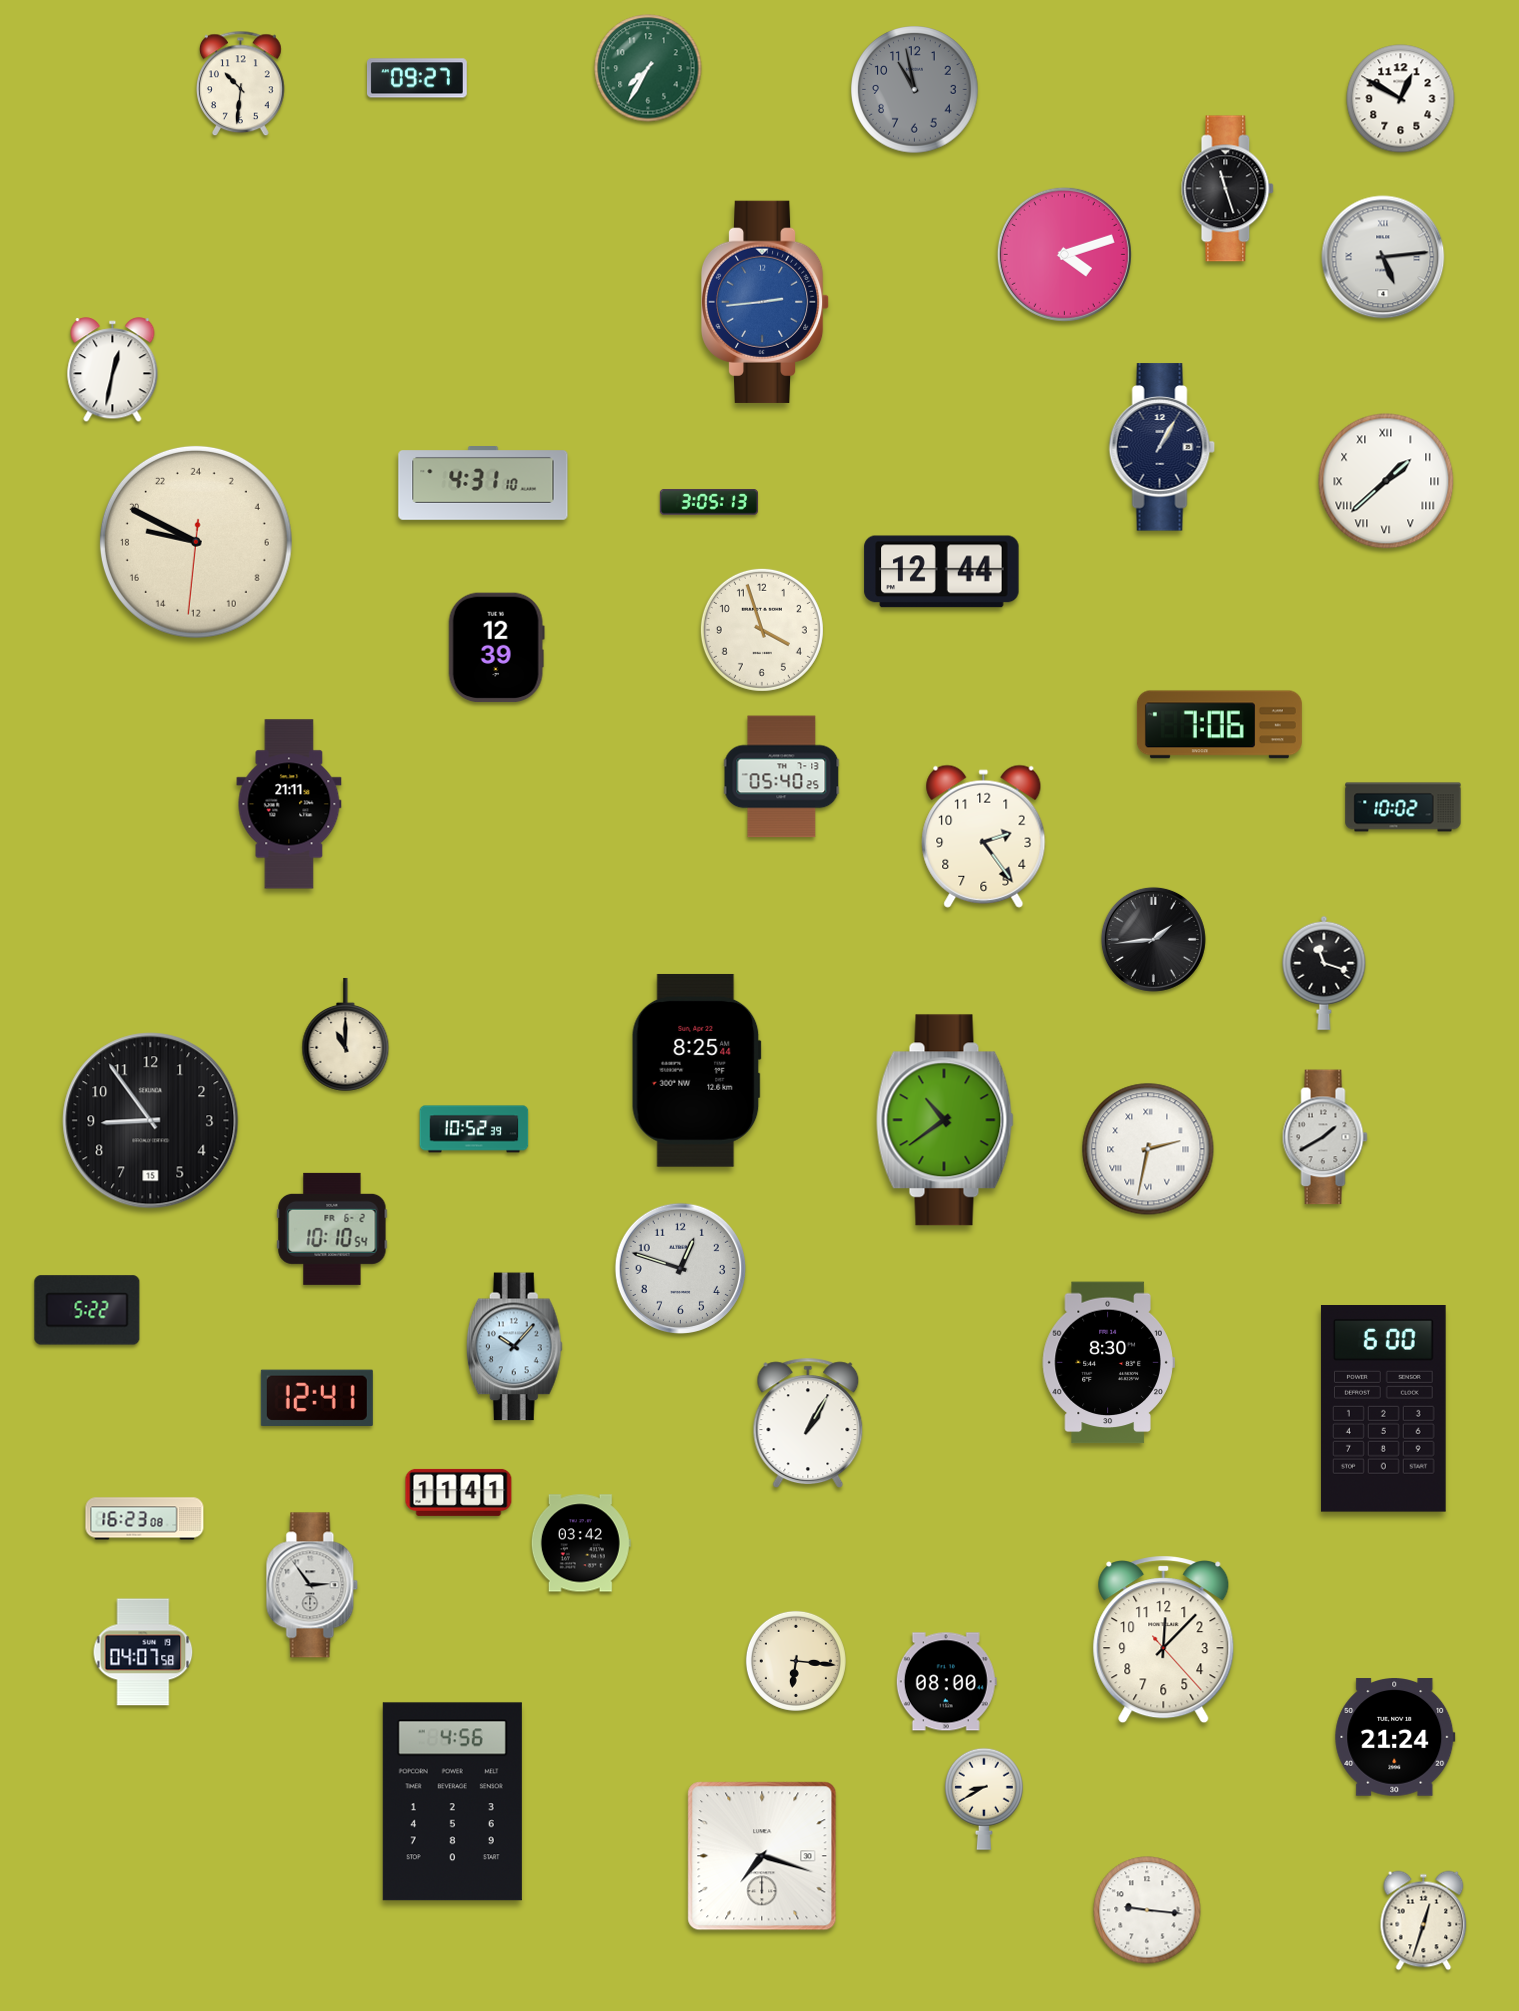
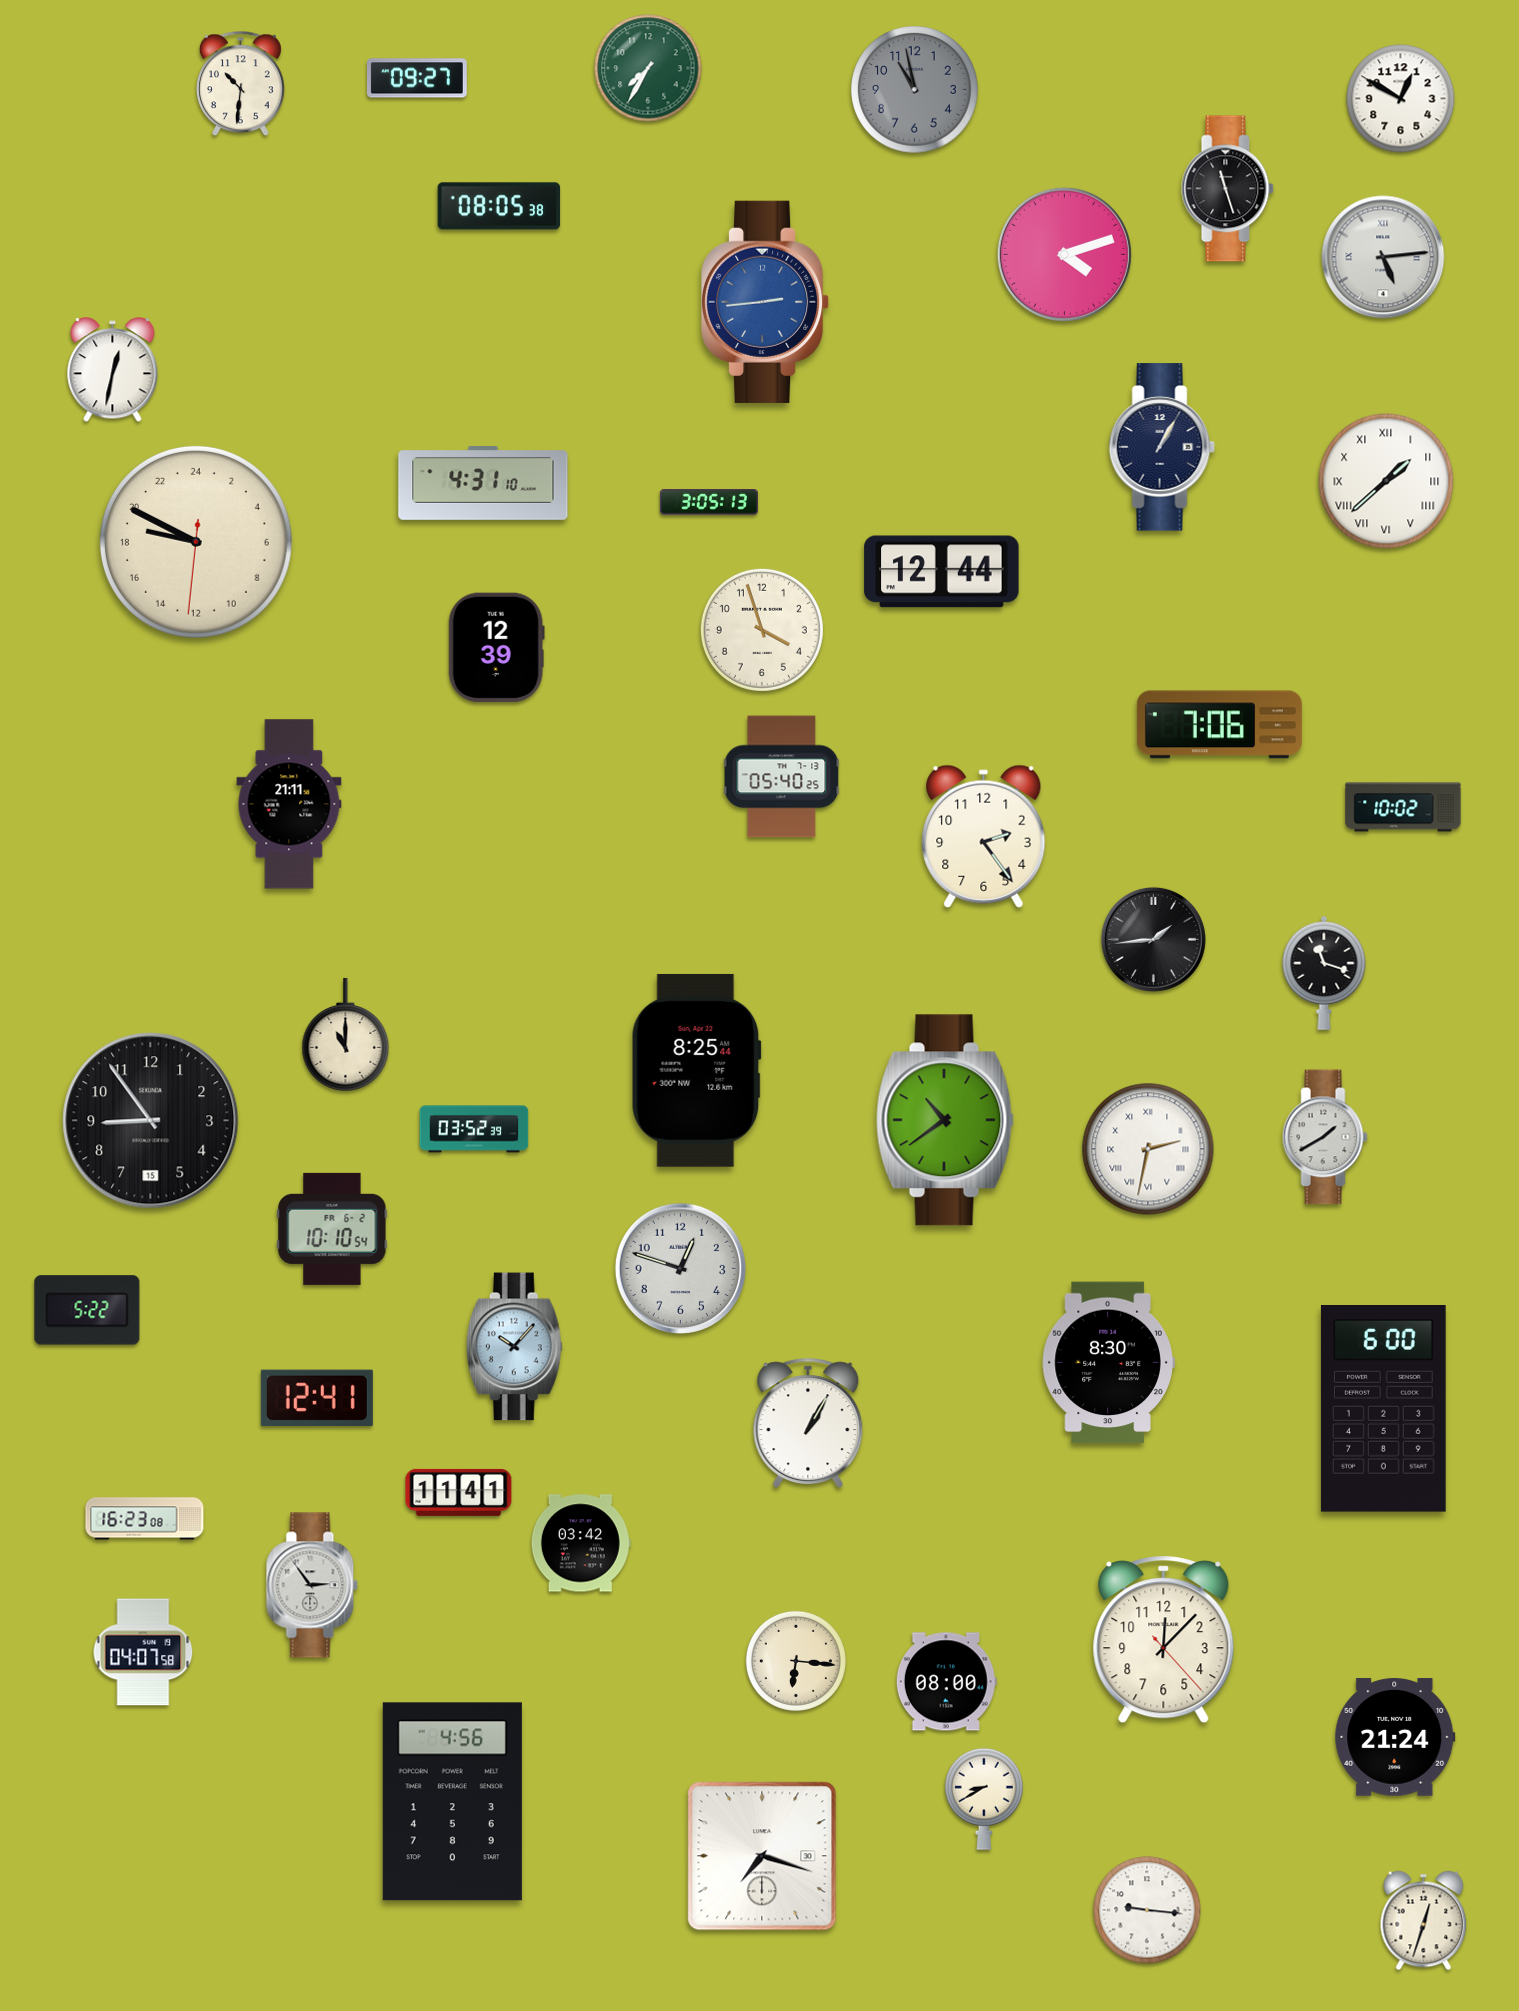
clock at (499, 206): none -> 08:05
clock at (474, 1129): 10:52 -> 03:52
